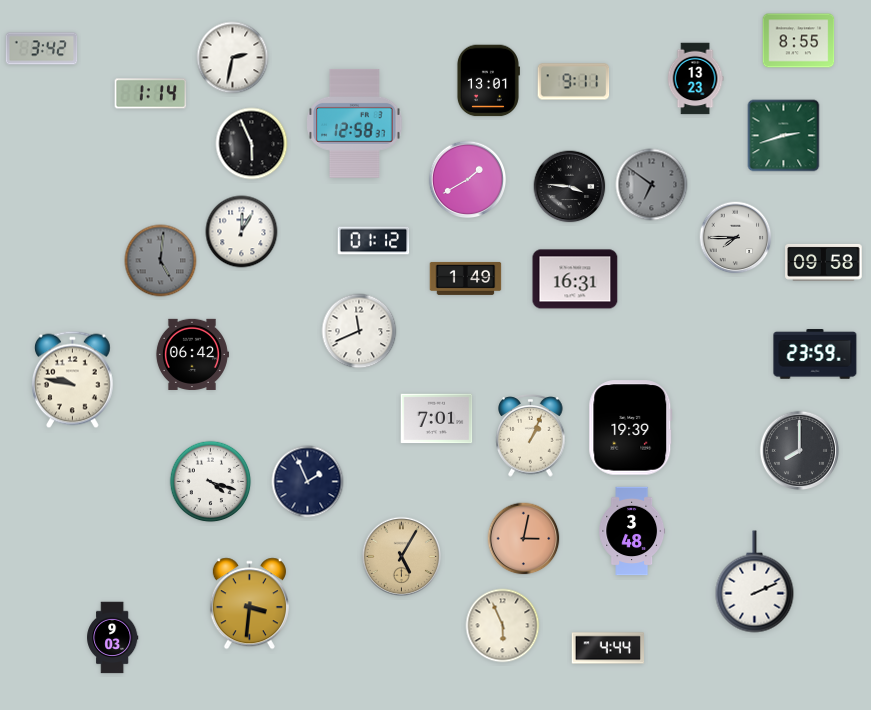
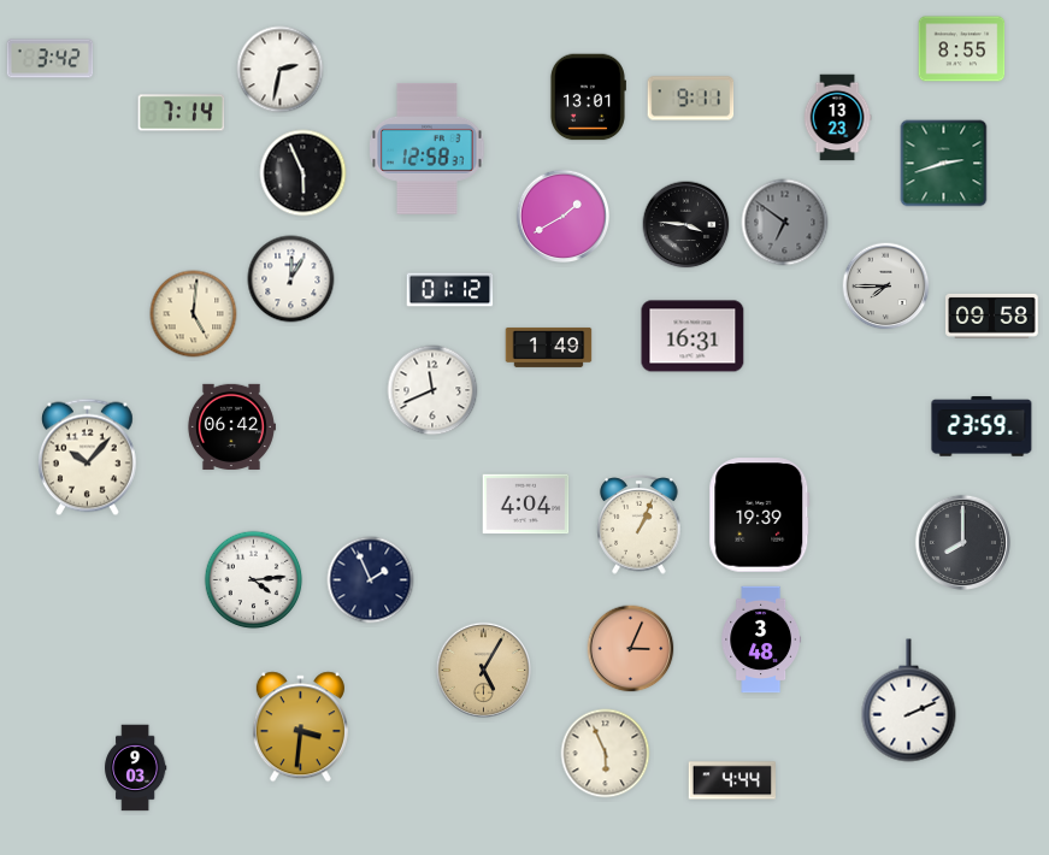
clock at (695, 79) position: (695, 79) -> (837, 118)
clock at (151, 94): 1:14 -> 7:14
clock at (161, 261) dial: grey -> cream
clock at (466, 278) position: (466, 278) -> (549, 347)
clock at (359, 331) position: (359, 331) -> (432, 390)
clock at (72, 380): 9:47 -> 10:07
clock at (437, 419): 7:01 -> 4:04
clock at (211, 482): 4:18 -> 4:14
clock at (524, 539): 3:02 -> 3:04
